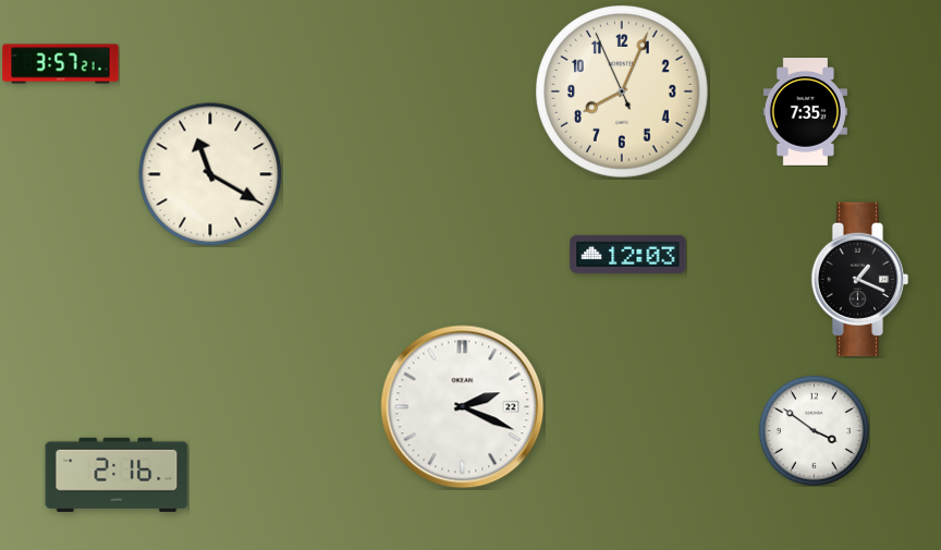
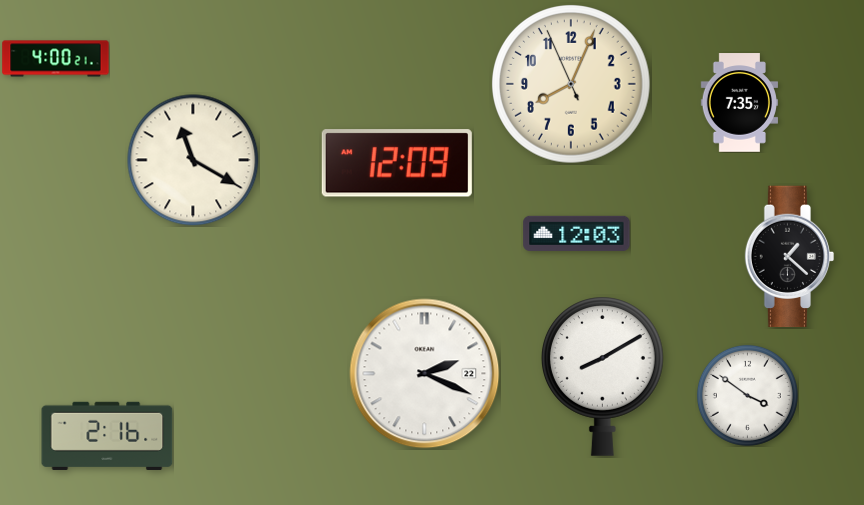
clock at (61, 64): 3:57 -> 4:00
clock at (397, 163): none -> 12:09
clock at (860, 280): 1:19 -> 1:22
clock at (602, 376): none -> 8:10
